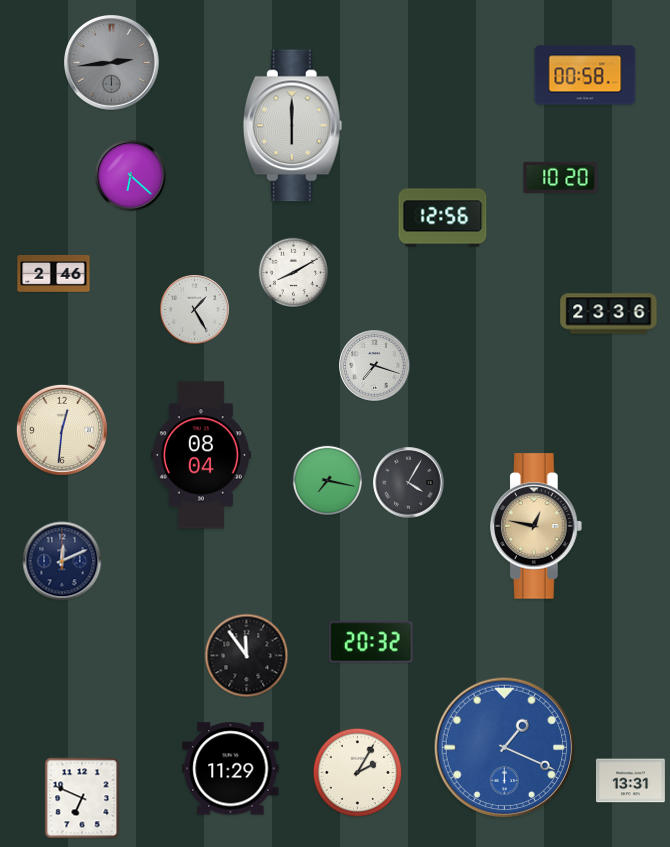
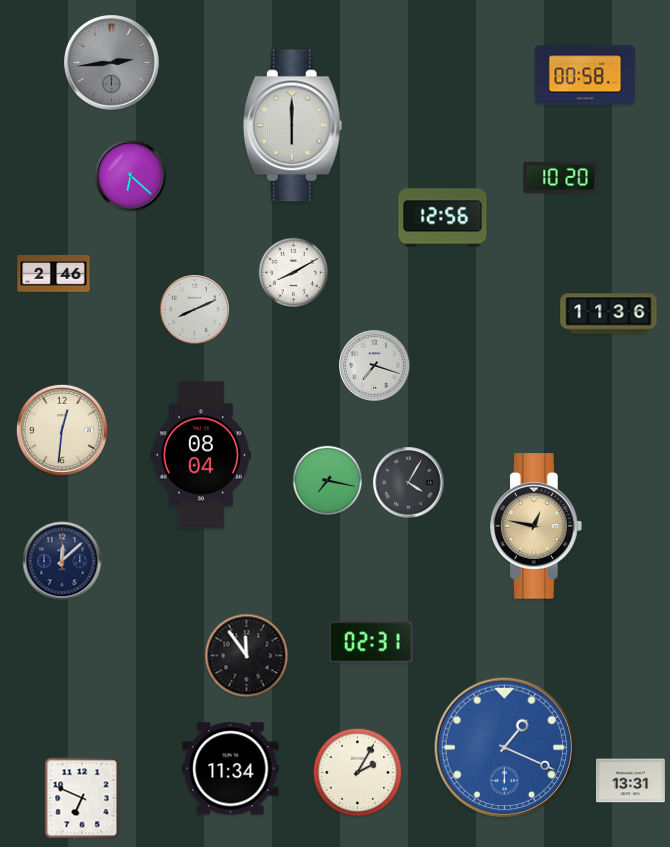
clock at (195, 310): 1:25 -> 8:11
clock at (609, 314): 23:36 -> 11:36
clock at (62, 561): 12:11 -> 12:08
clock at (371, 642): 20:32 -> 02:31
clock at (231, 769): 11:29 -> 11:34
